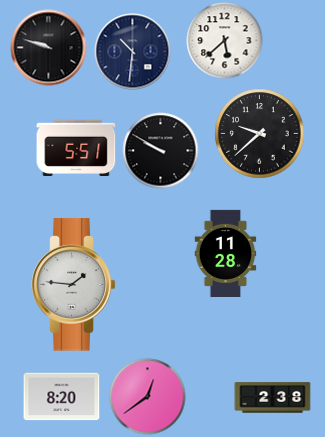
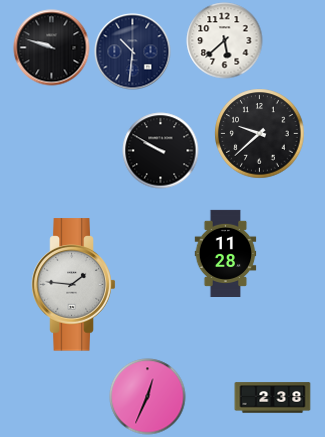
clock at (49, 48) position: (49, 48) -> (52, 48)
clock at (76, 147): 5:51 -> none
clock at (62, 397): 8:20 -> none
clock at (148, 397): 12:39 -> 12:34
